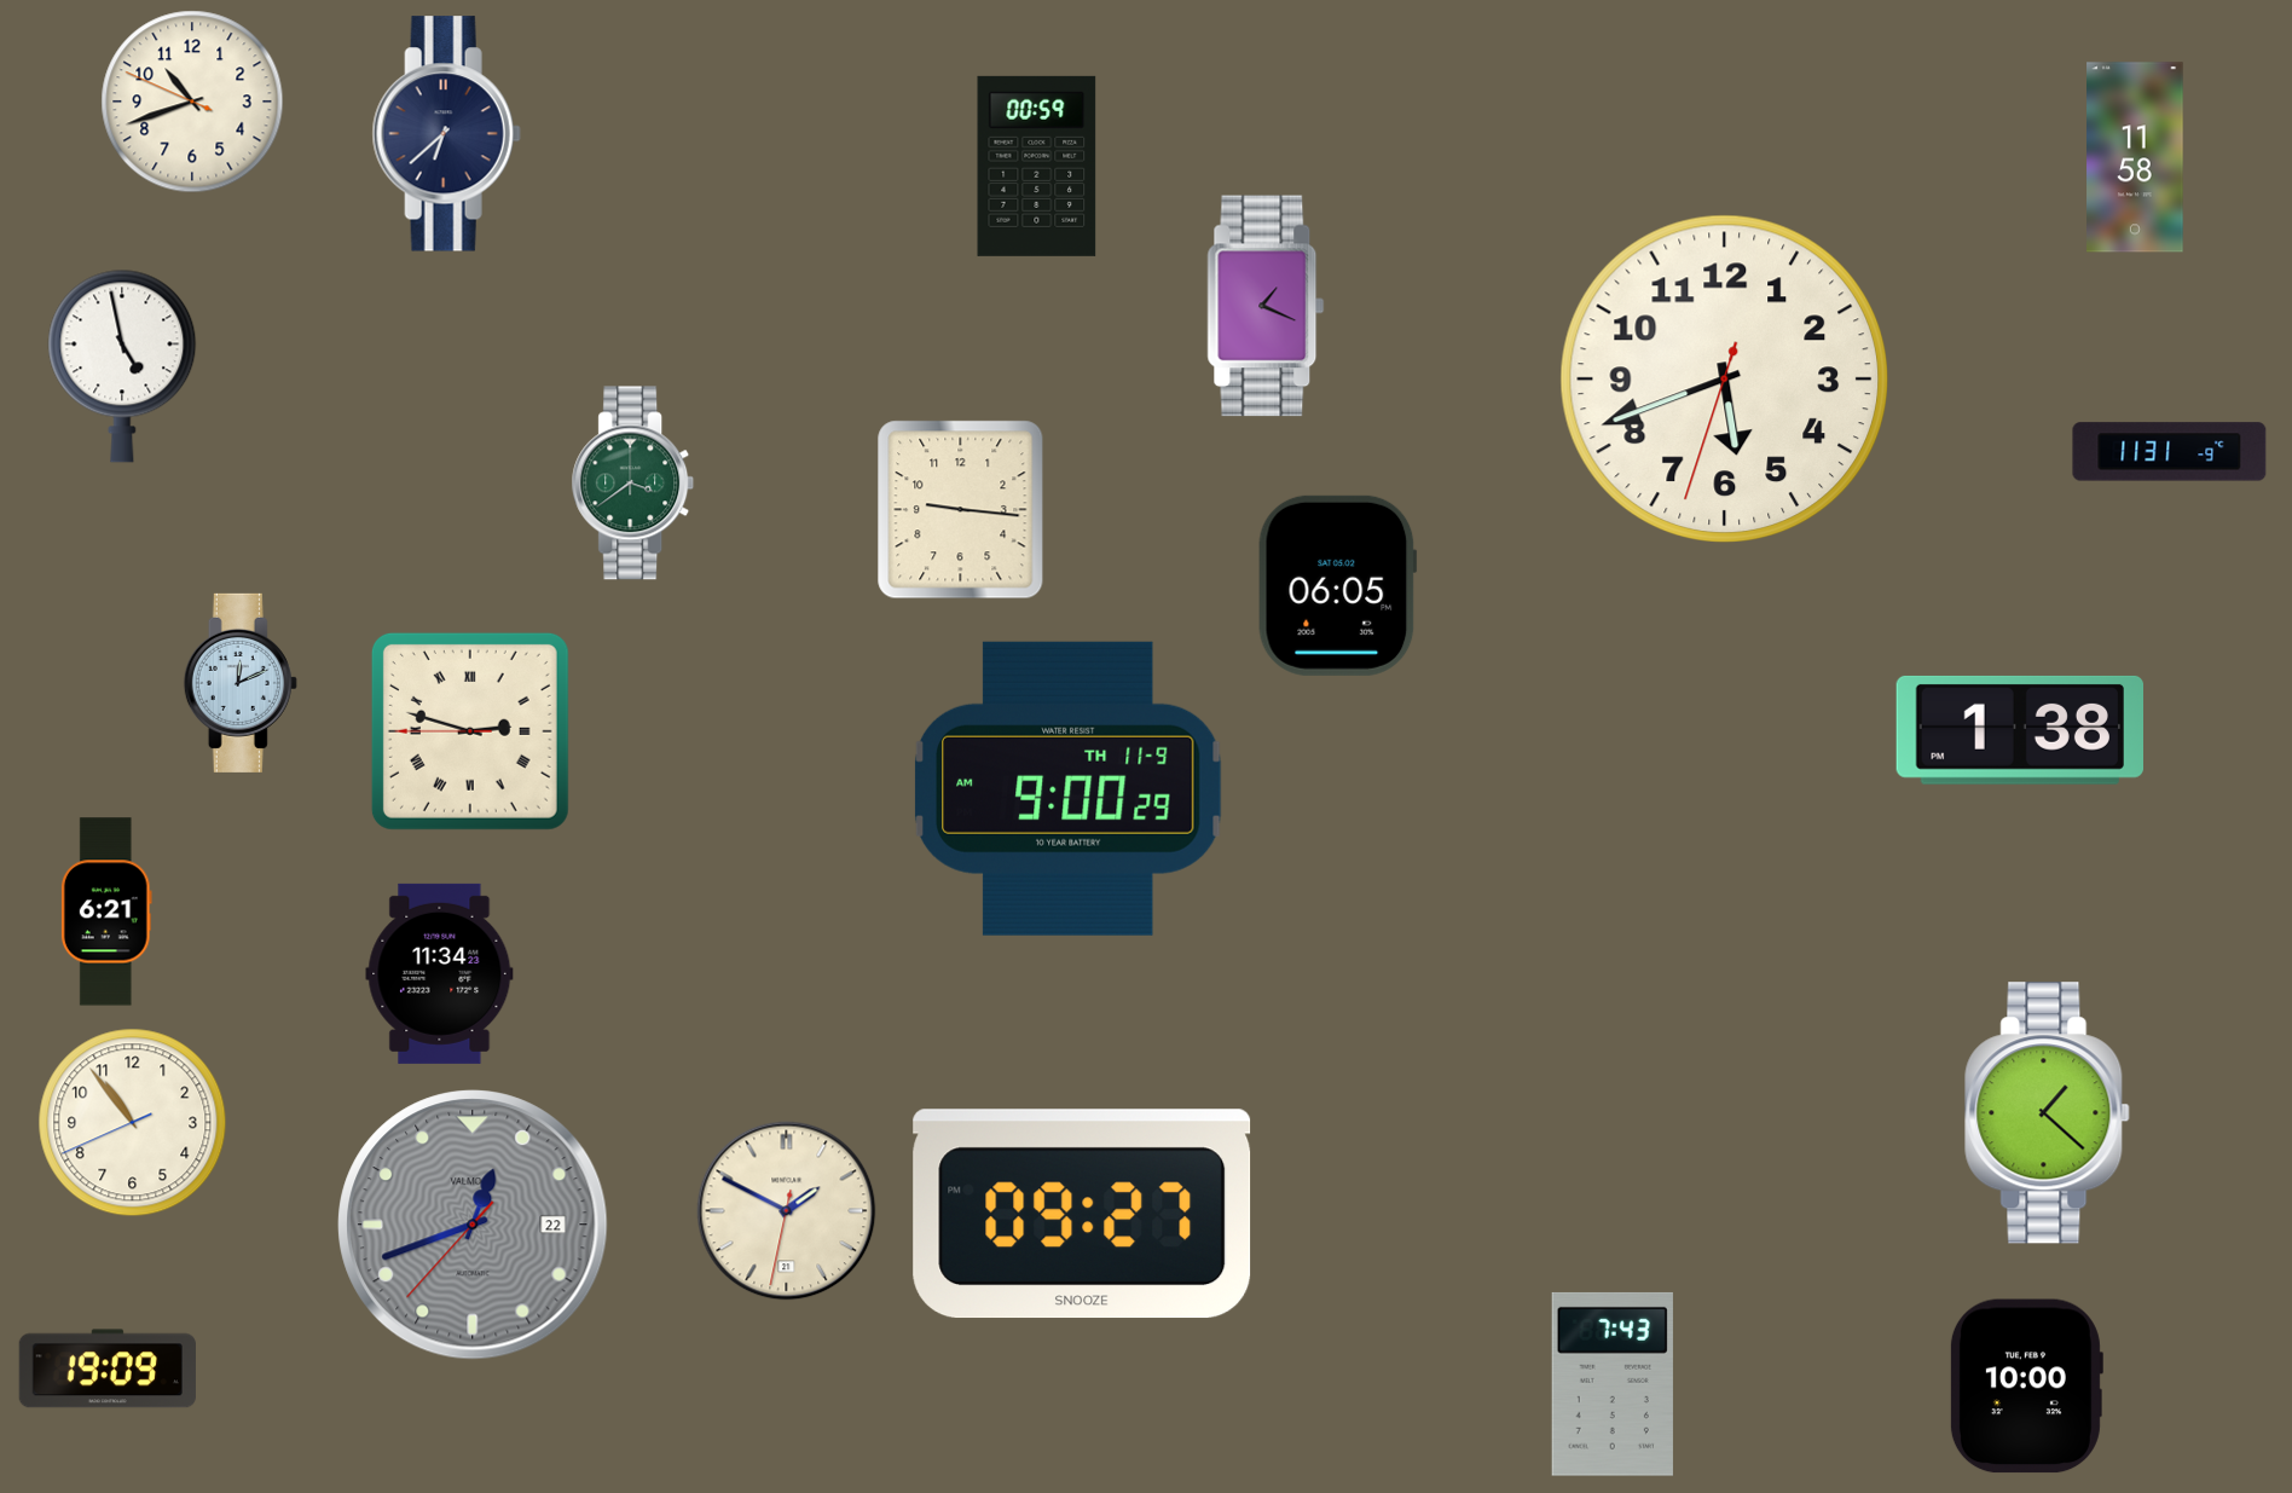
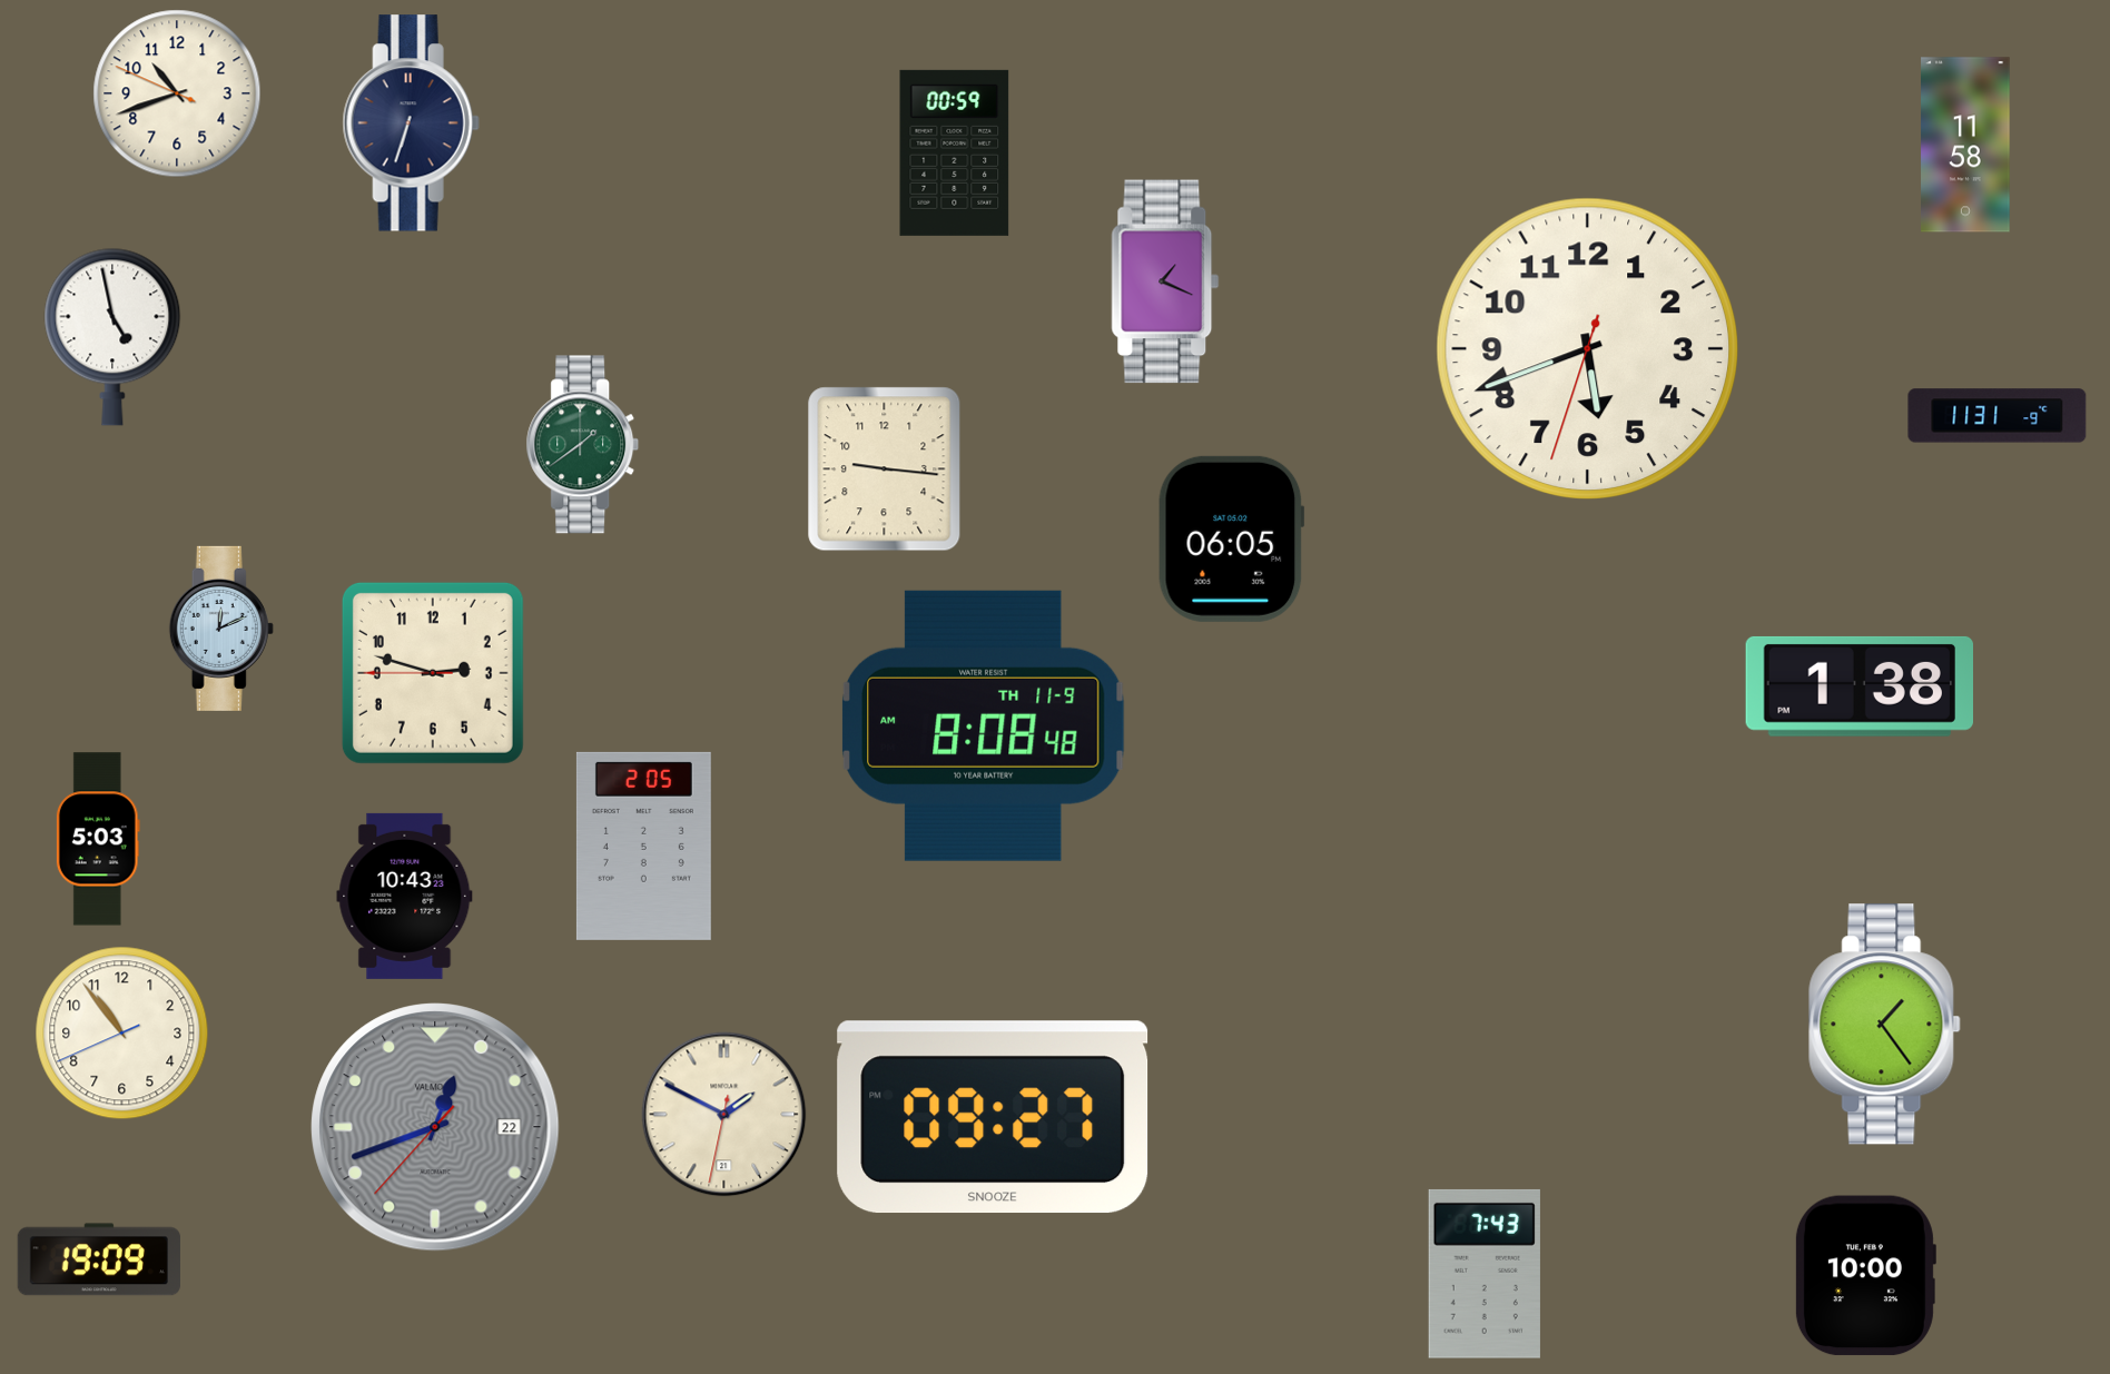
clock at (446, 134): 6:38 -> 6:33
clock at (633, 484): 3:39 -> 1:39
clock at (2019, 730) position: (2019, 730) -> (1858, 686)
clock at (470, 731) numerals: Roman -> Arabic
clock at (1067, 788): 9:00 -> 8:08
clock at (106, 912): 6:21 -> 5:03
clock at (643, 846): none -> 2:05
clock at (440, 973): 11:34 -> 10:43
clock at (2048, 1113): 1:22 -> 1:24
clock at (1082, 1214) position: (1082, 1214) -> (993, 1117)
